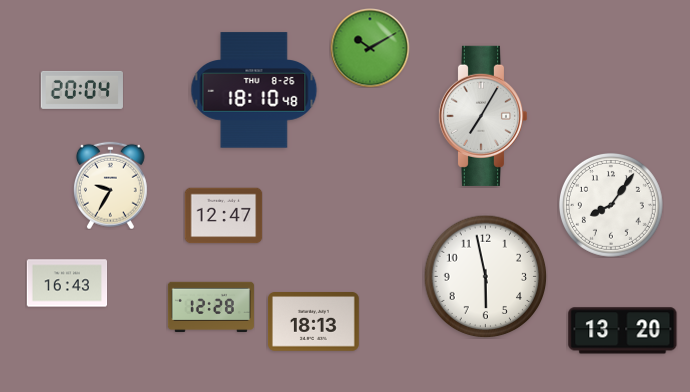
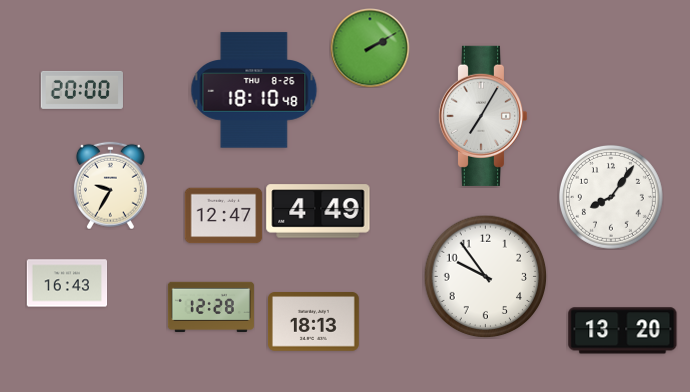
clock at (370, 48): 10:10 -> 2:10
clock at (82, 90): 20:04 -> 20:00
clock at (611, 205) position: (611, 205) -> (611, 197)
clock at (318, 211): none -> 4:49
clock at (485, 276): 5:58 -> 9:54
